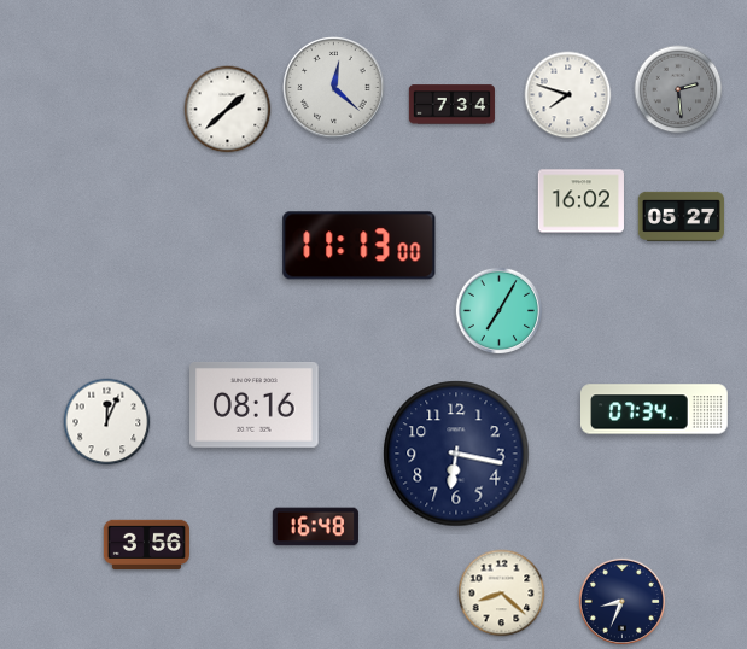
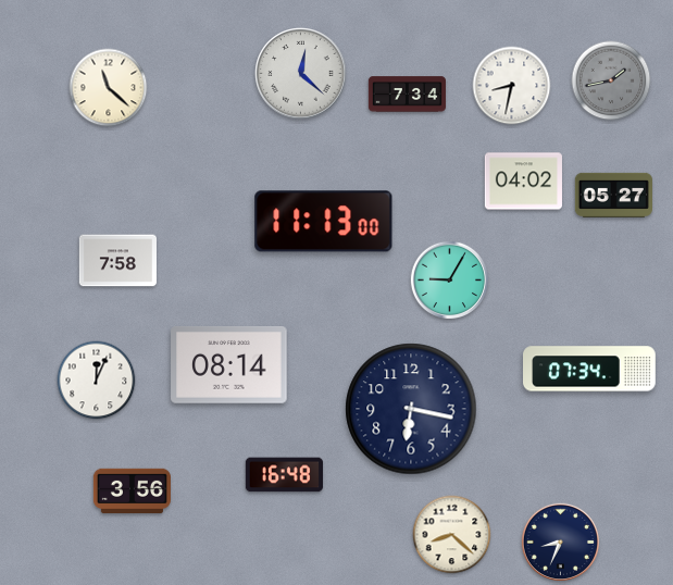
clock at (334, 88) position: (334, 88) -> (301, 74)
clock at (678, 89): 2:29 -> 1:43
clock at (568, 95): 7:48 -> 8:32
clock at (109, 88): none -> 11:22
clock at (228, 110): 1:38 -> none
clock at (580, 201): 16:02 -> 04:02
clock at (117, 261): none -> 7:58
clock at (498, 310): 7:05 -> 9:05
clock at (255, 405): 08:16 -> 08:14
